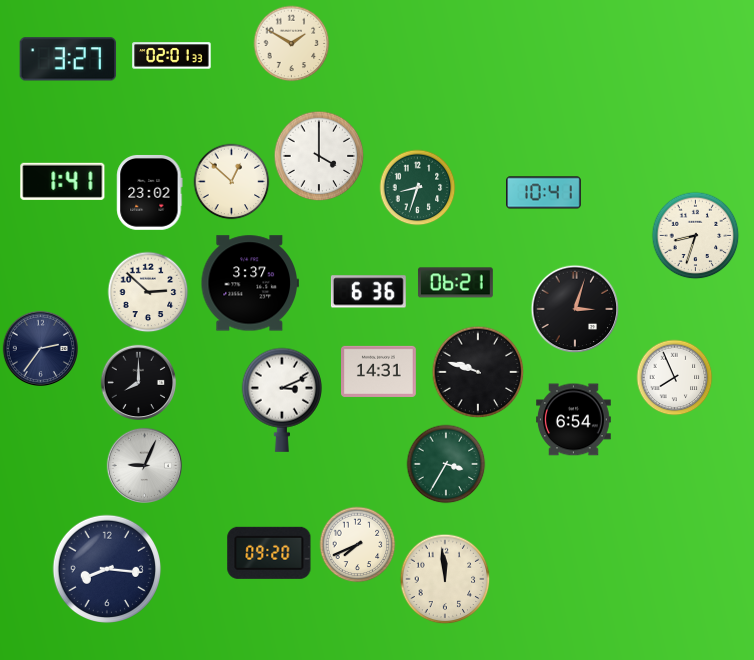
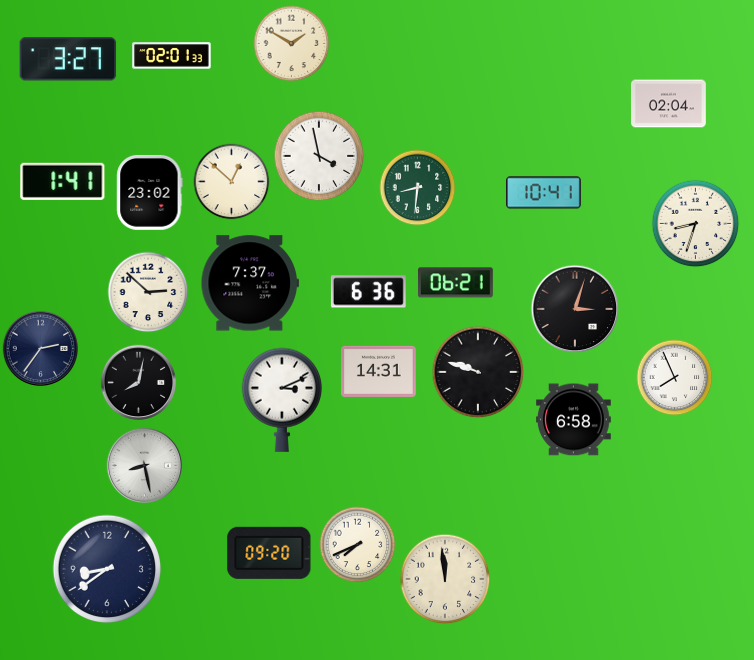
clock at (669, 104): none -> 02:04
clock at (319, 156): 4:00 -> 3:58
clock at (418, 188): 8:33 -> 8:31
clock at (696, 236) position: (696, 236) -> (696, 224)
clock at (250, 283): 3:37 -> 7:37
clock at (138, 382): 8:00 -> 8:02
clock at (574, 420): 6:54 -> 6:58
clock at (446, 464): 3:35 -> none
clock at (144, 465): 9:04 -> 8:28
clock at (107, 569): 8:16 -> 8:39
